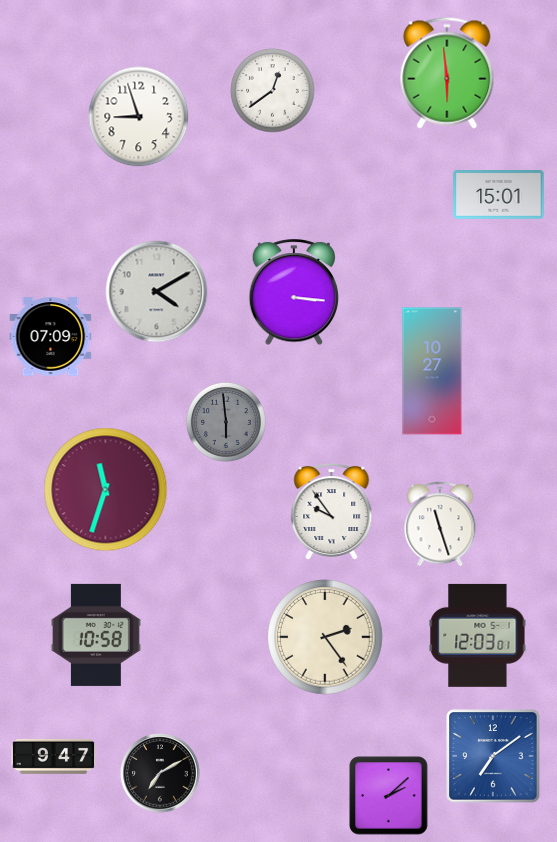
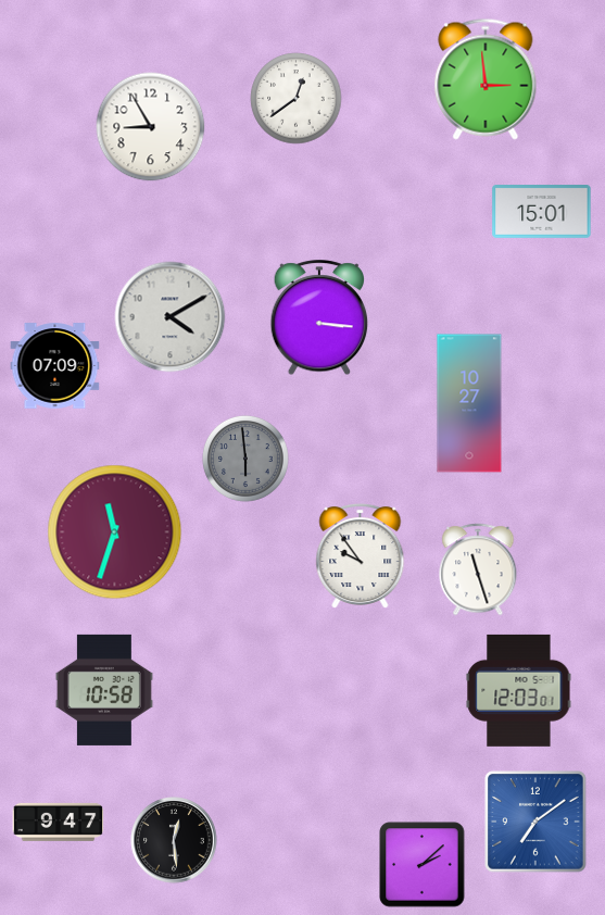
clock at (447, 73): 5:59 -> 2:59
clock at (139, 117): 8:57 -> 8:55
clock at (325, 637): 2:24 -> none
clock at (160, 773): 7:10 -> 12:29
